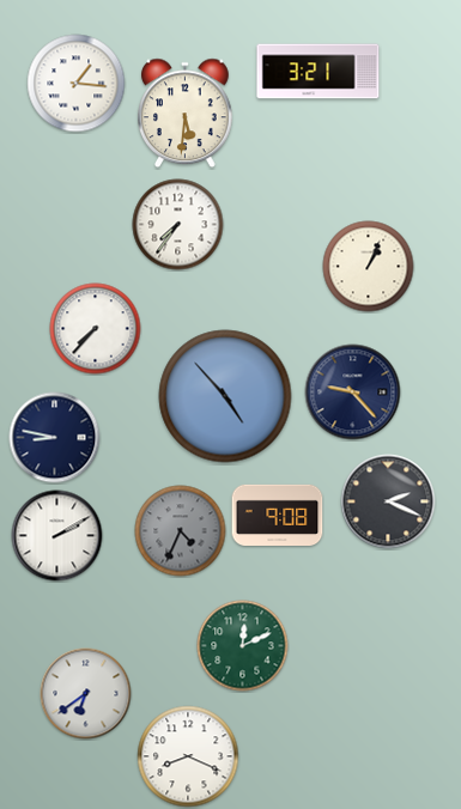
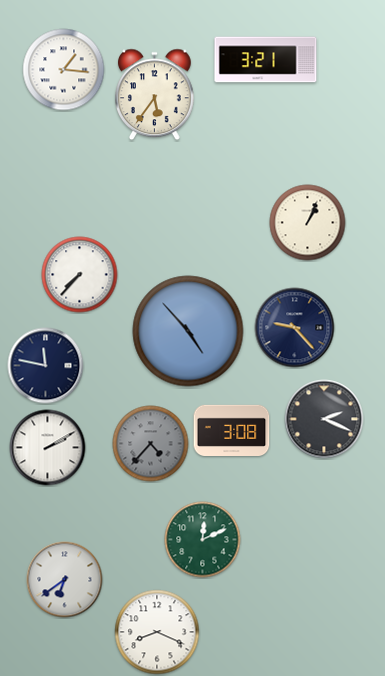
clock at (186, 114): 5:31 -> 5:36
clock at (178, 225): 7:36 -> none
clock at (55, 438): 8:47 -> 11:47
clock at (278, 515): 9:08 -> 3:08
clock at (181, 531): 4:34 -> 4:37
clock at (86, 694) position: (86, 694) -> (65, 580)
